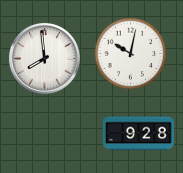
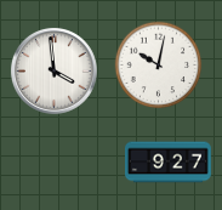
clock at (44, 58): 7:59 -> 3:59
clock at (139, 134): 9:28 -> 9:27
